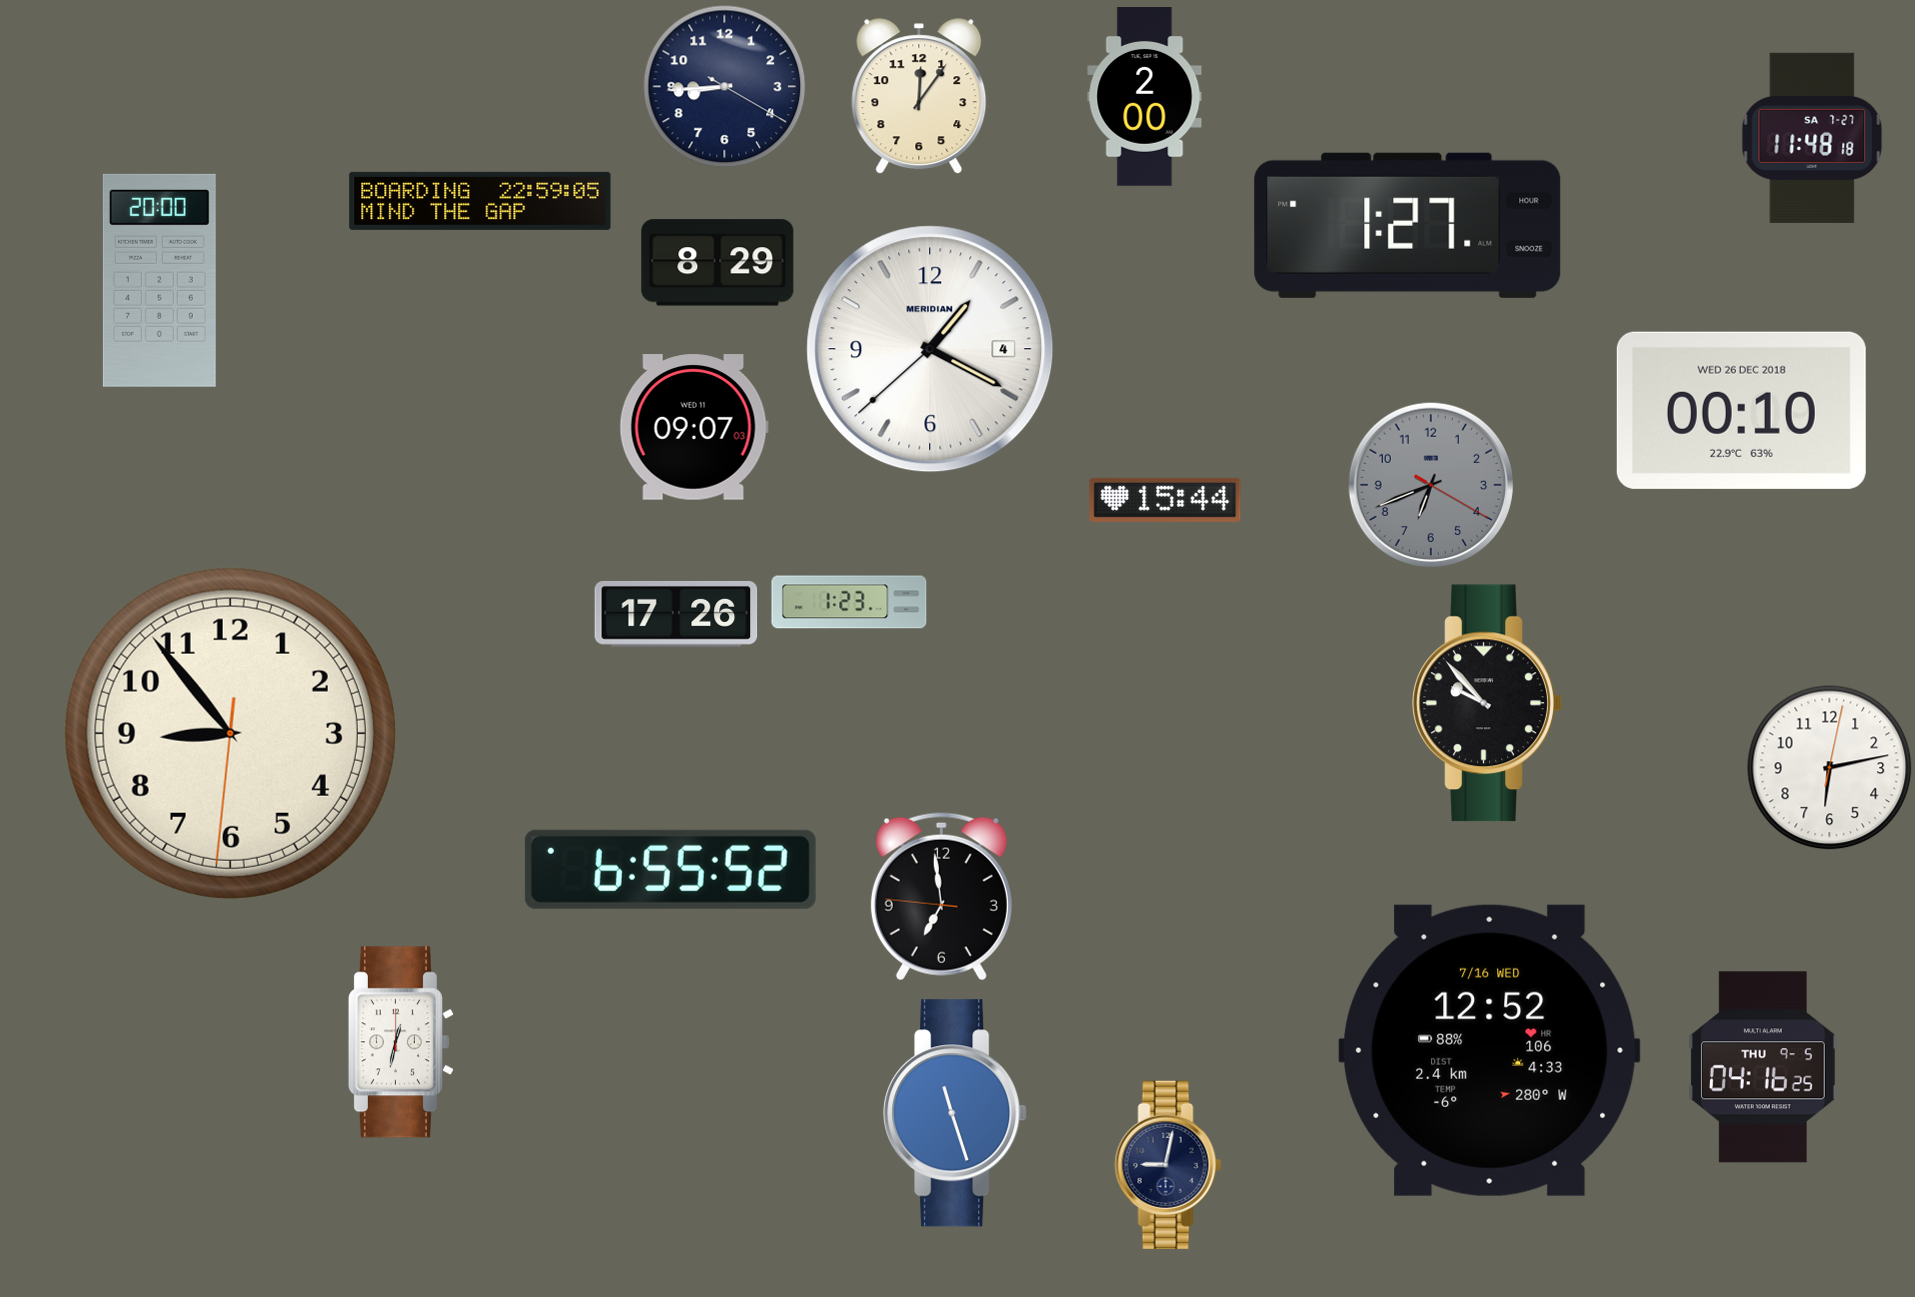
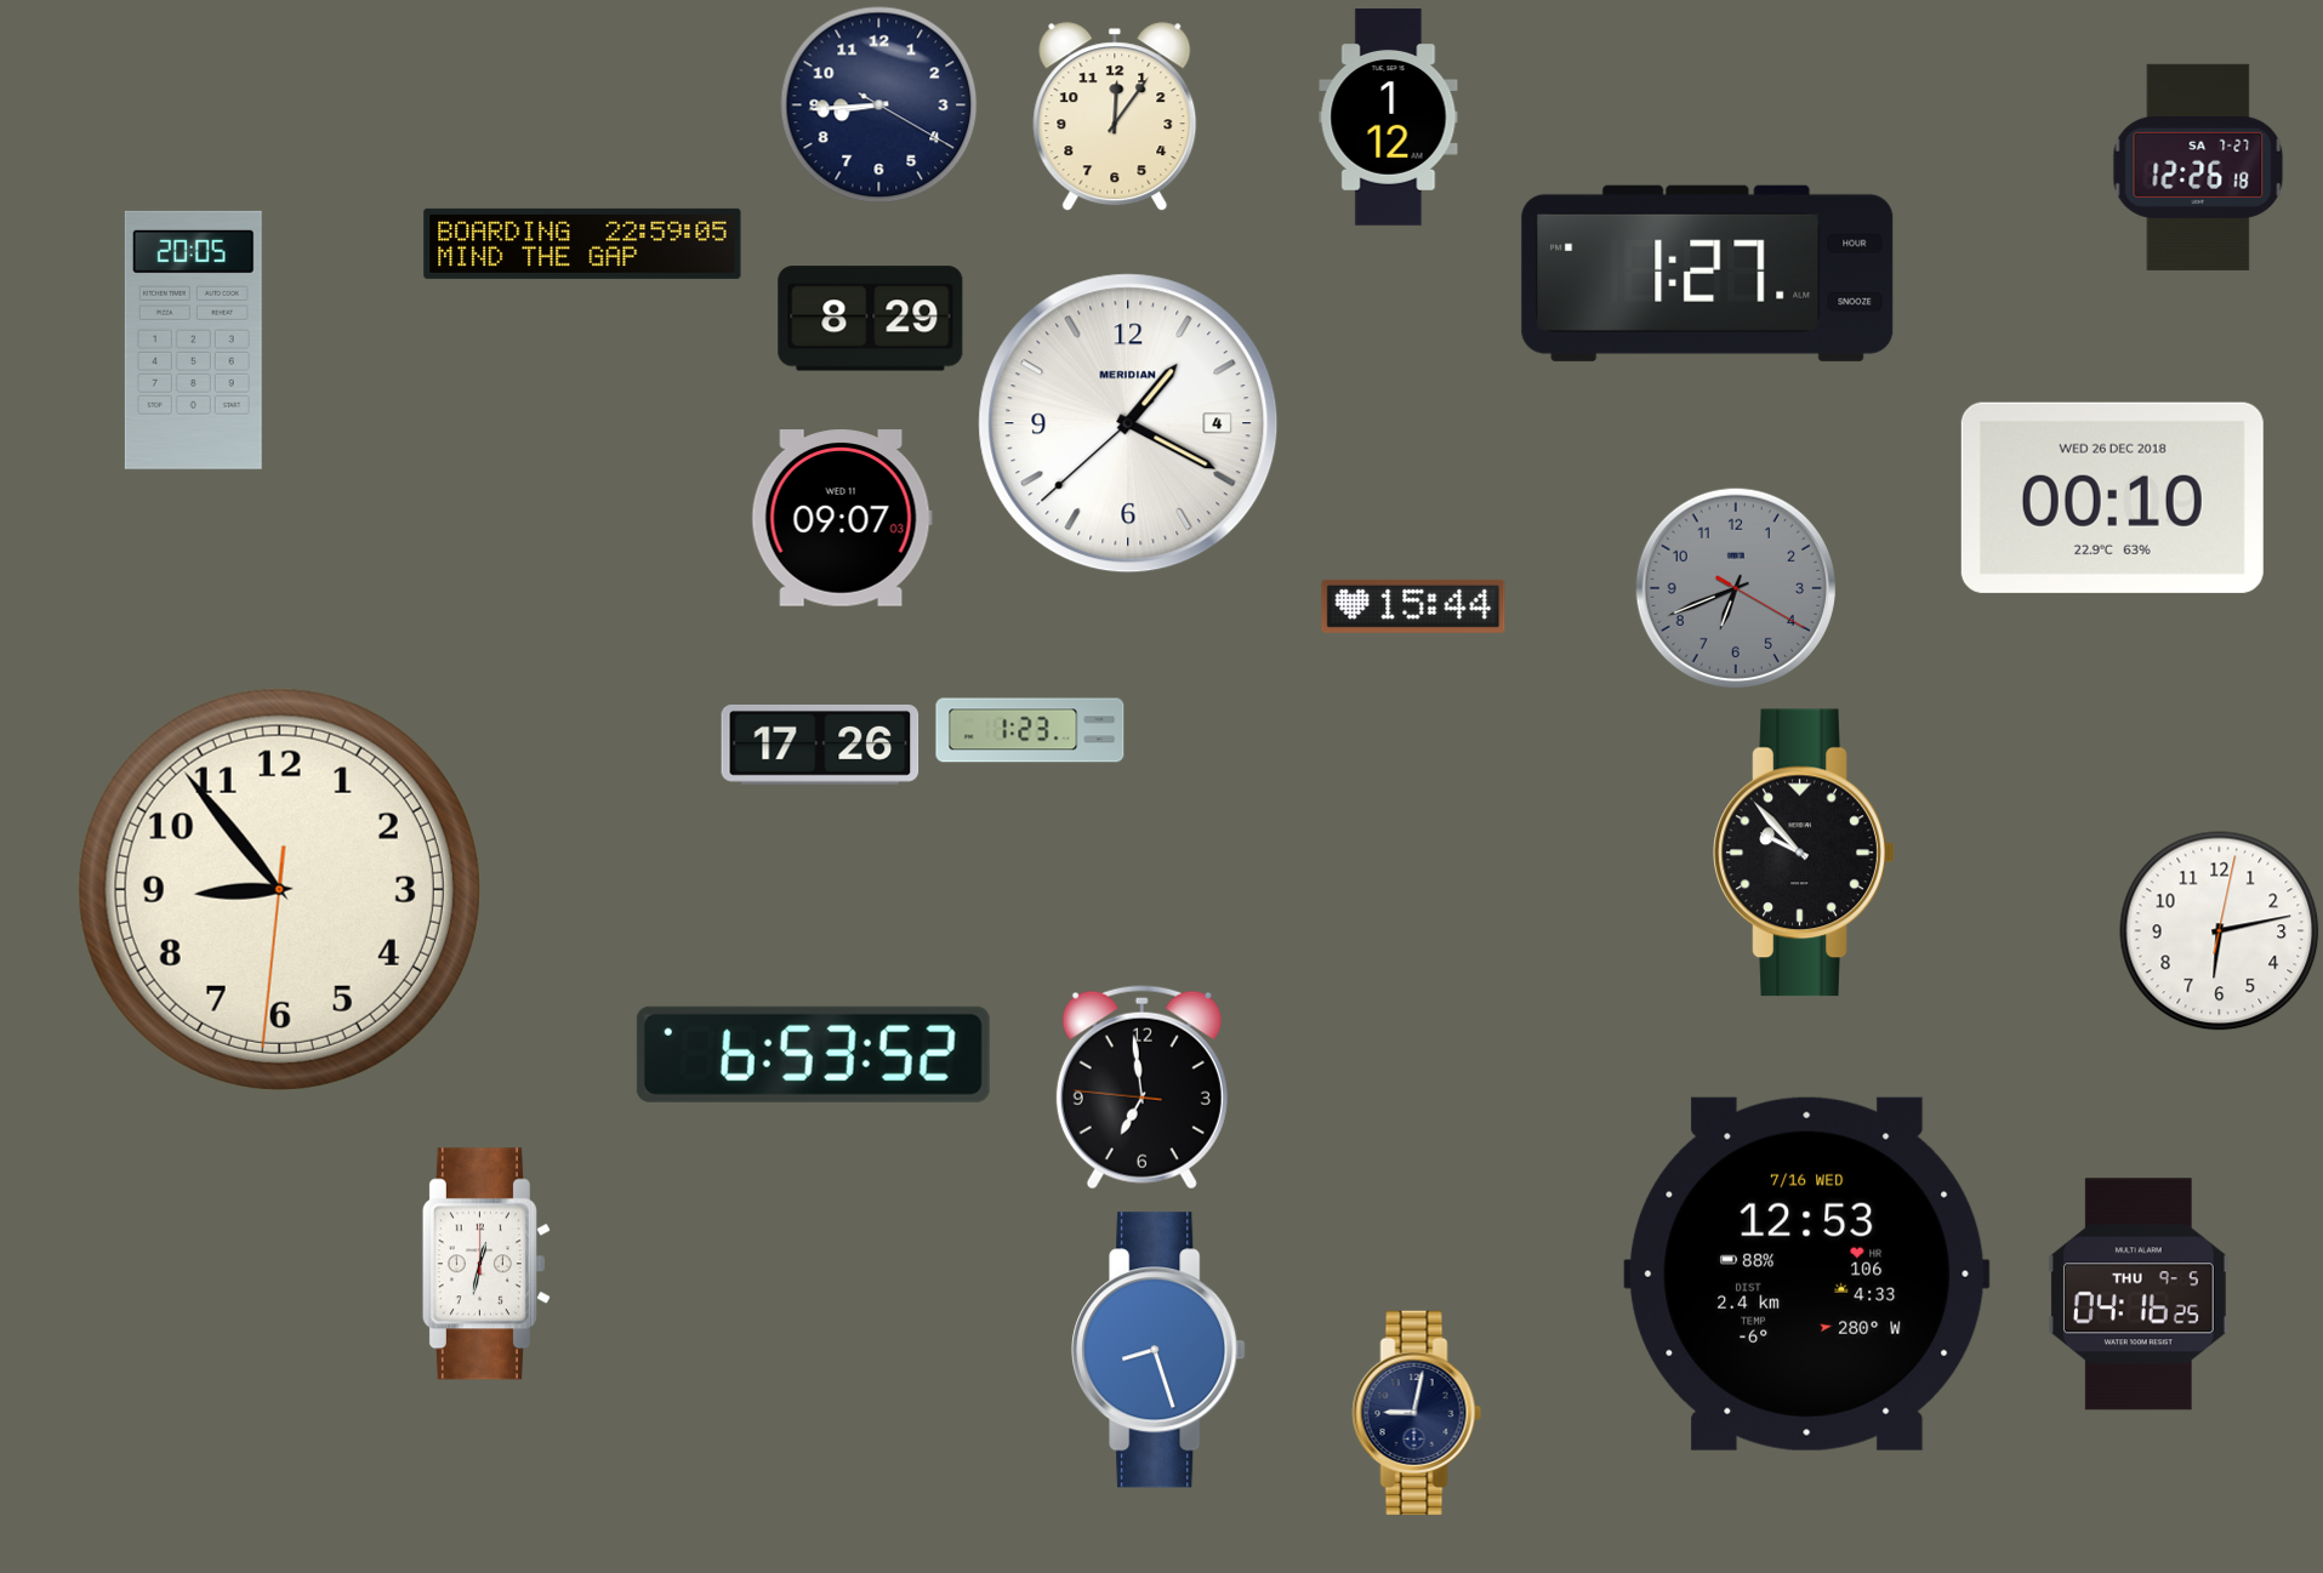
clock at (1145, 97): 2:00 -> 1:12
clock at (1812, 138): 11:48 -> 12:26
clock at (159, 280): 20:00 -> 20:05
clock at (670, 869): 6:55 -> 6:53
clock at (1490, 1050): 12:52 -> 12:53
clock at (955, 1113): 11:27 -> 8:27
